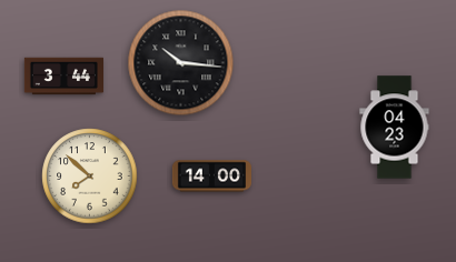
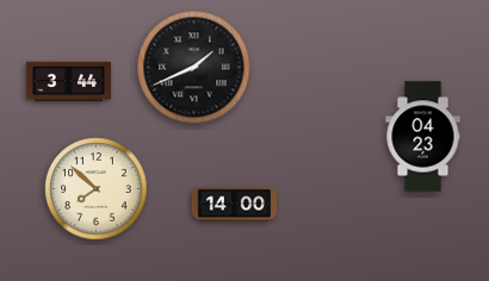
clock at (181, 63): 10:16 -> 1:41
clock at (211, 177) position: (211, 177) -> (234, 205)
